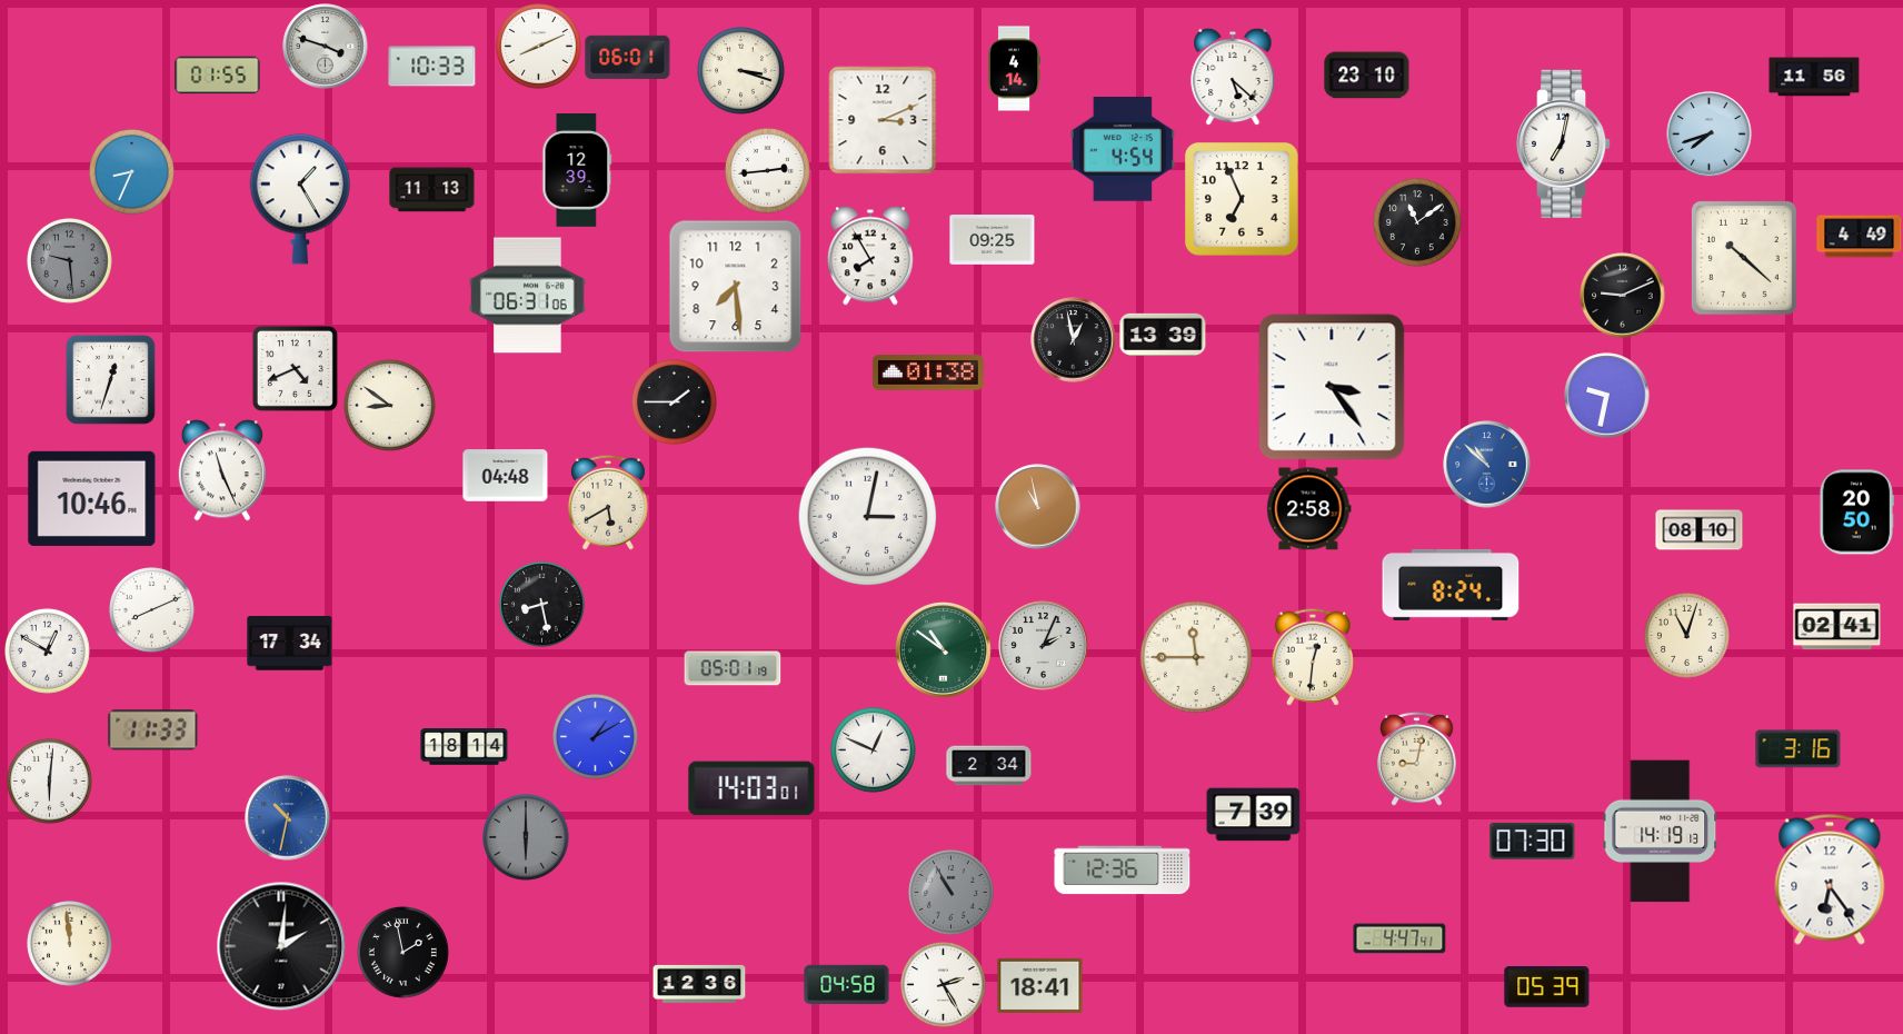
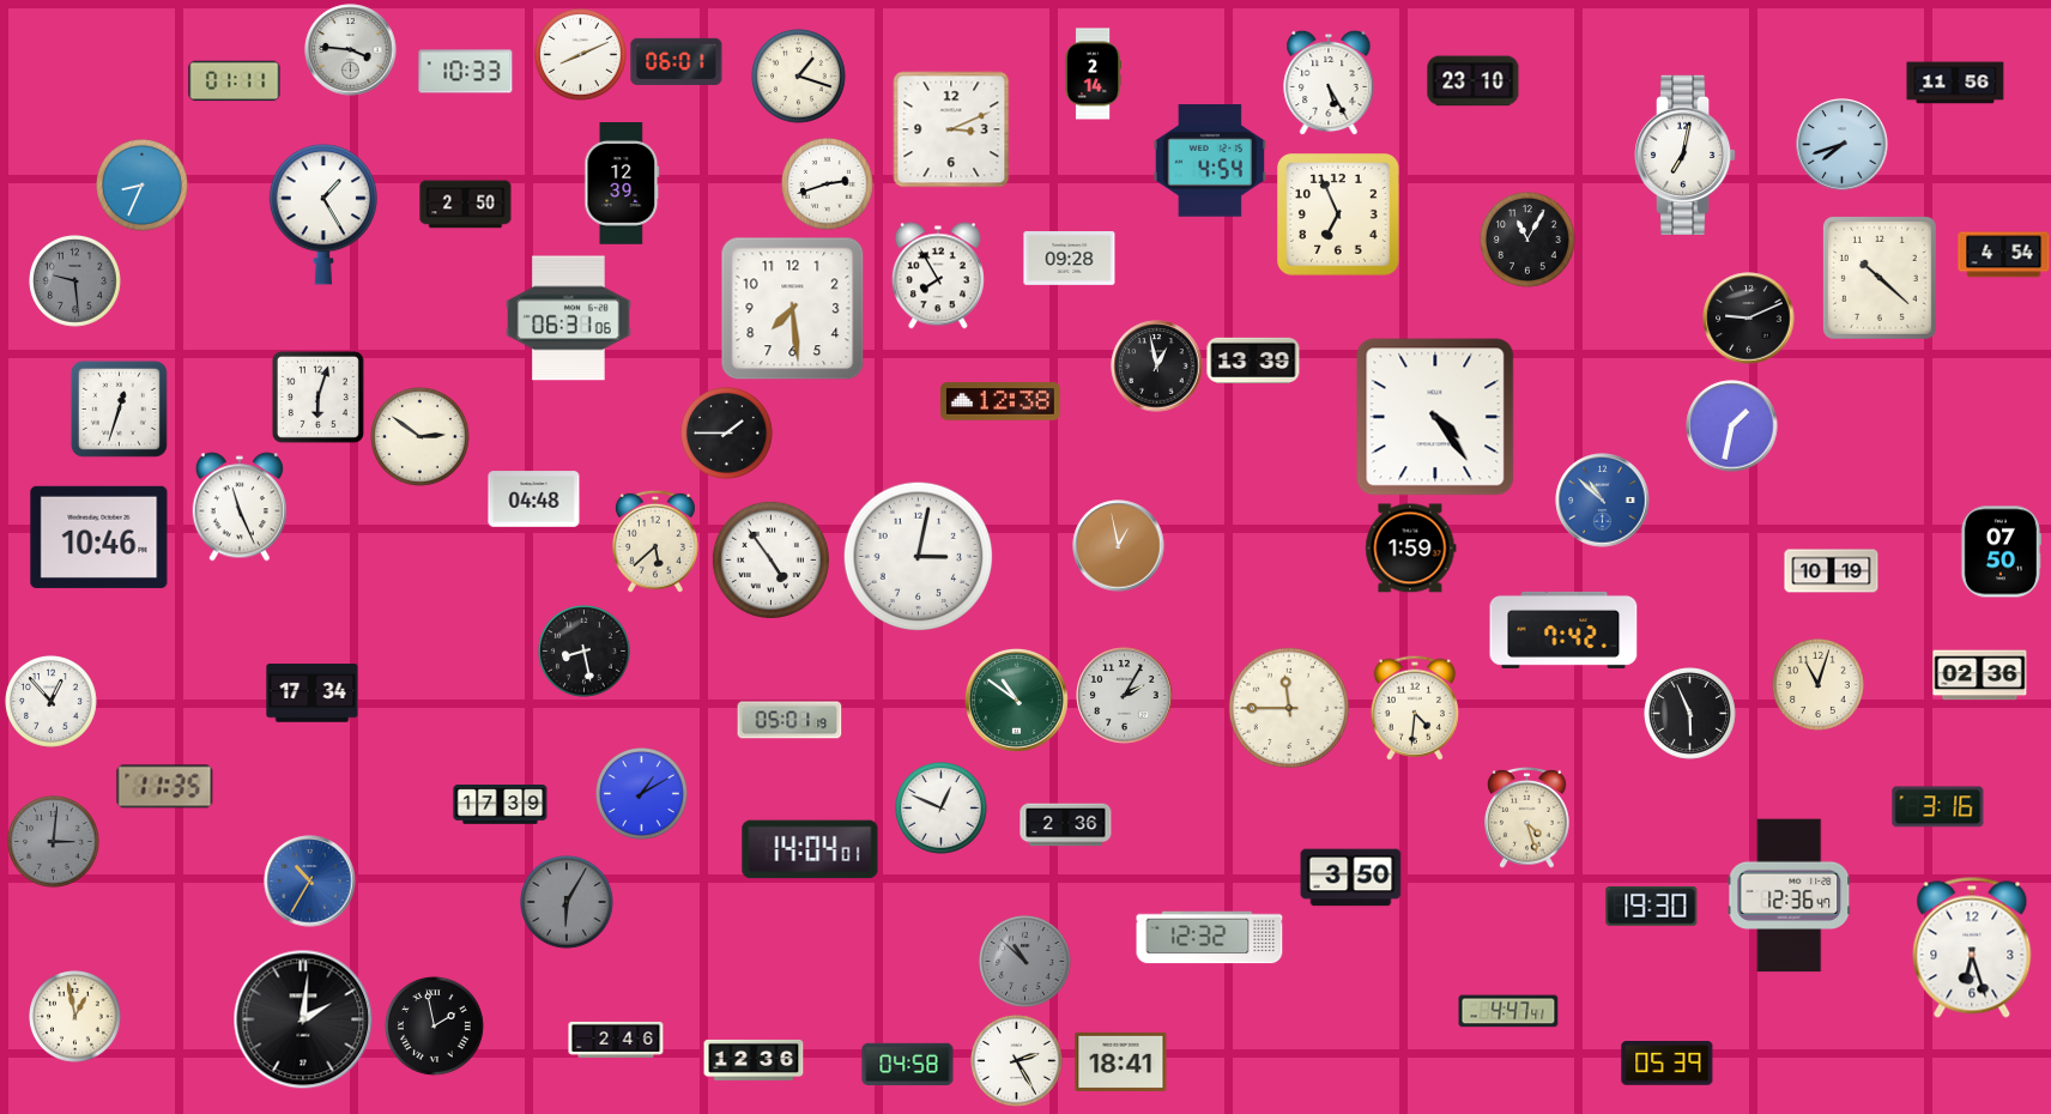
clock at (326, 47): 3:48 -> 3:46
clock at (539, 47) position: (539, 47) -> (581, 55)
clock at (1015, 69): 4:14 -> 2:14
clock at (741, 71): 3:18 -> 1:18
clock at (218, 76): 01:55 -> 01:11
clock at (1233, 77): 5:22 -> 5:25
clock at (768, 171): 2:44 -> 2:42
clock at (432, 190): 11:13 -> 2:50
clock at (1417, 222): 11:09 -> 11:05
clock at (1860, 237): 4:49 -> 4:54
clock at (993, 240): 09:25 -> 09:28
clock at (295, 368): 4:41 -> 6:03
clock at (928, 372): 01:38 -> 12:38
clock at (1332, 387): 3:24 -> 4:24
clock at (1607, 396): 9:32 -> 1:32
clock at (389, 405): 8:51 -> 2:51
clock at (506, 476) position: (506, 476) -> (534, 500)
clock at (608, 503): 5:40 -> 5:38
clock at (1038, 507): 10:58 -> 12:58
clock at (1309, 509): 2:58 -> 1:59
clock at (1856, 513): 20:50 -> 07:50
clock at (868, 517) position: (868, 517) -> (919, 557)
clock at (770, 559): none -> 4:54
clock at (1700, 530): 08:10 -> 10:19
clock at (1451, 585): 8:24 -> 7:42
clock at (152, 610): 8:11 -> none
clock at (1837, 627): 02:41 -> 02:36
clock at (1044, 646): 2:04 -> 2:05
clock at (48, 652): 12:50 -> 12:53
clock at (1313, 657): 12:31 -> 4:31
clock at (1690, 714): none -> 5:56
clock at (153, 730): 11:33 -> 11:35
clock at (465, 747): 18:14 -> 17:39
clock at (1417, 758): 9:02 -> 4:27
clock at (989, 766): 2:34 -> 2:36
clock at (50, 782): 6:01 -> 3:01
clock at (50, 782) dial: white -> grey
clock at (751, 788): 14:03 -> 14:04
clock at (1254, 815): 7:39 -> 3:50
clock at (288, 818): 10:32 -> 10:35
clock at (1661, 832): 14:19 -> 12:36
clock at (527, 838): 6:00 -> 6:05
clock at (1533, 841): 07:30 -> 19:30
clock at (1123, 871): 12:36 -> 12:32
clock at (1830, 879): 6:24 -> 6:27
clock at (951, 893): 10:55 -> 10:52
clock at (70, 944): 11:59 -> 12:58
clock at (616, 1040): none -> 2:46
clock at (847, 985) position: (847, 985) -> (908, 1065)
